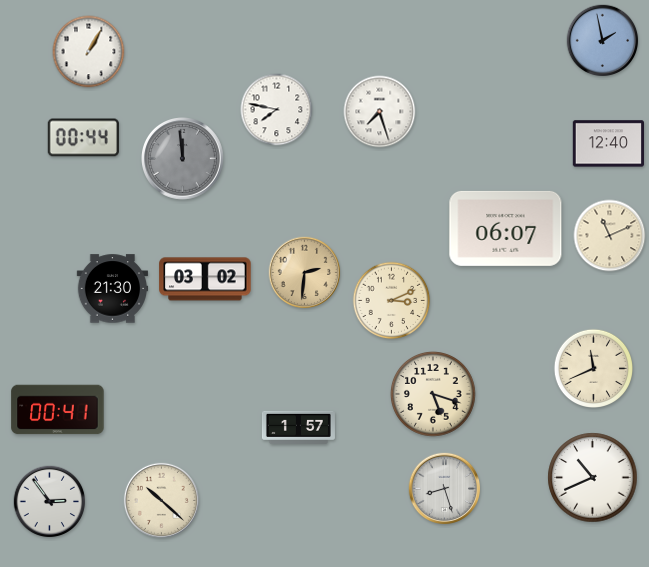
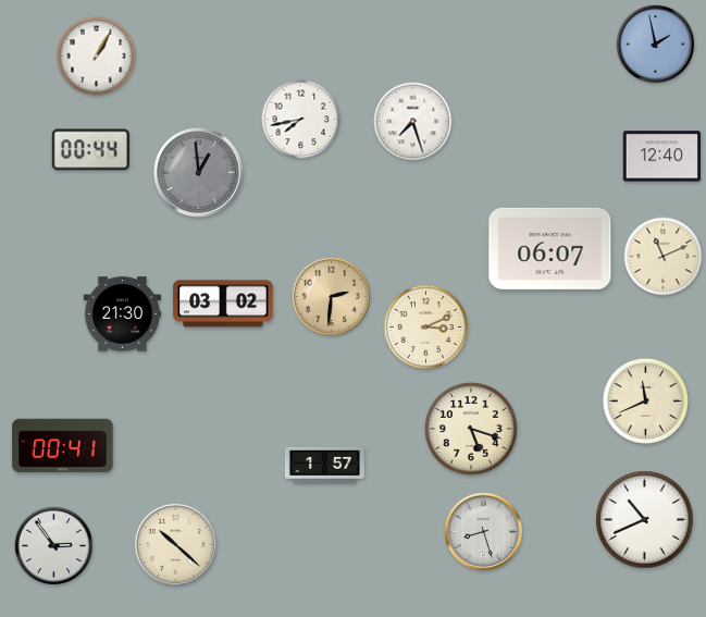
clock at (277, 110): 7:47 -> 7:43
clock at (183, 159): 11:59 -> 12:59
